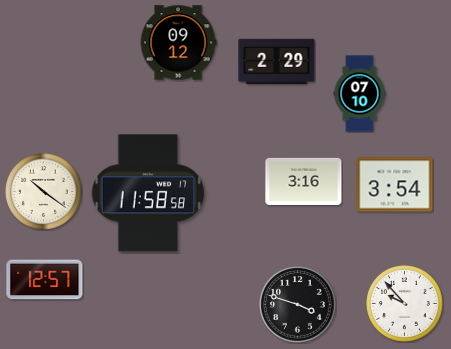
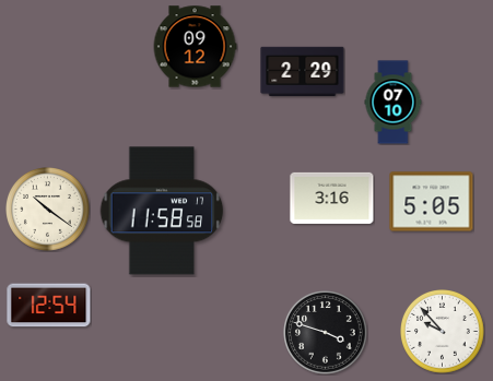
clock at (277, 62) position: (277, 62) -> (303, 72)
clock at (395, 185): 3:54 -> 5:05
clock at (45, 280): 12:57 -> 12:54
